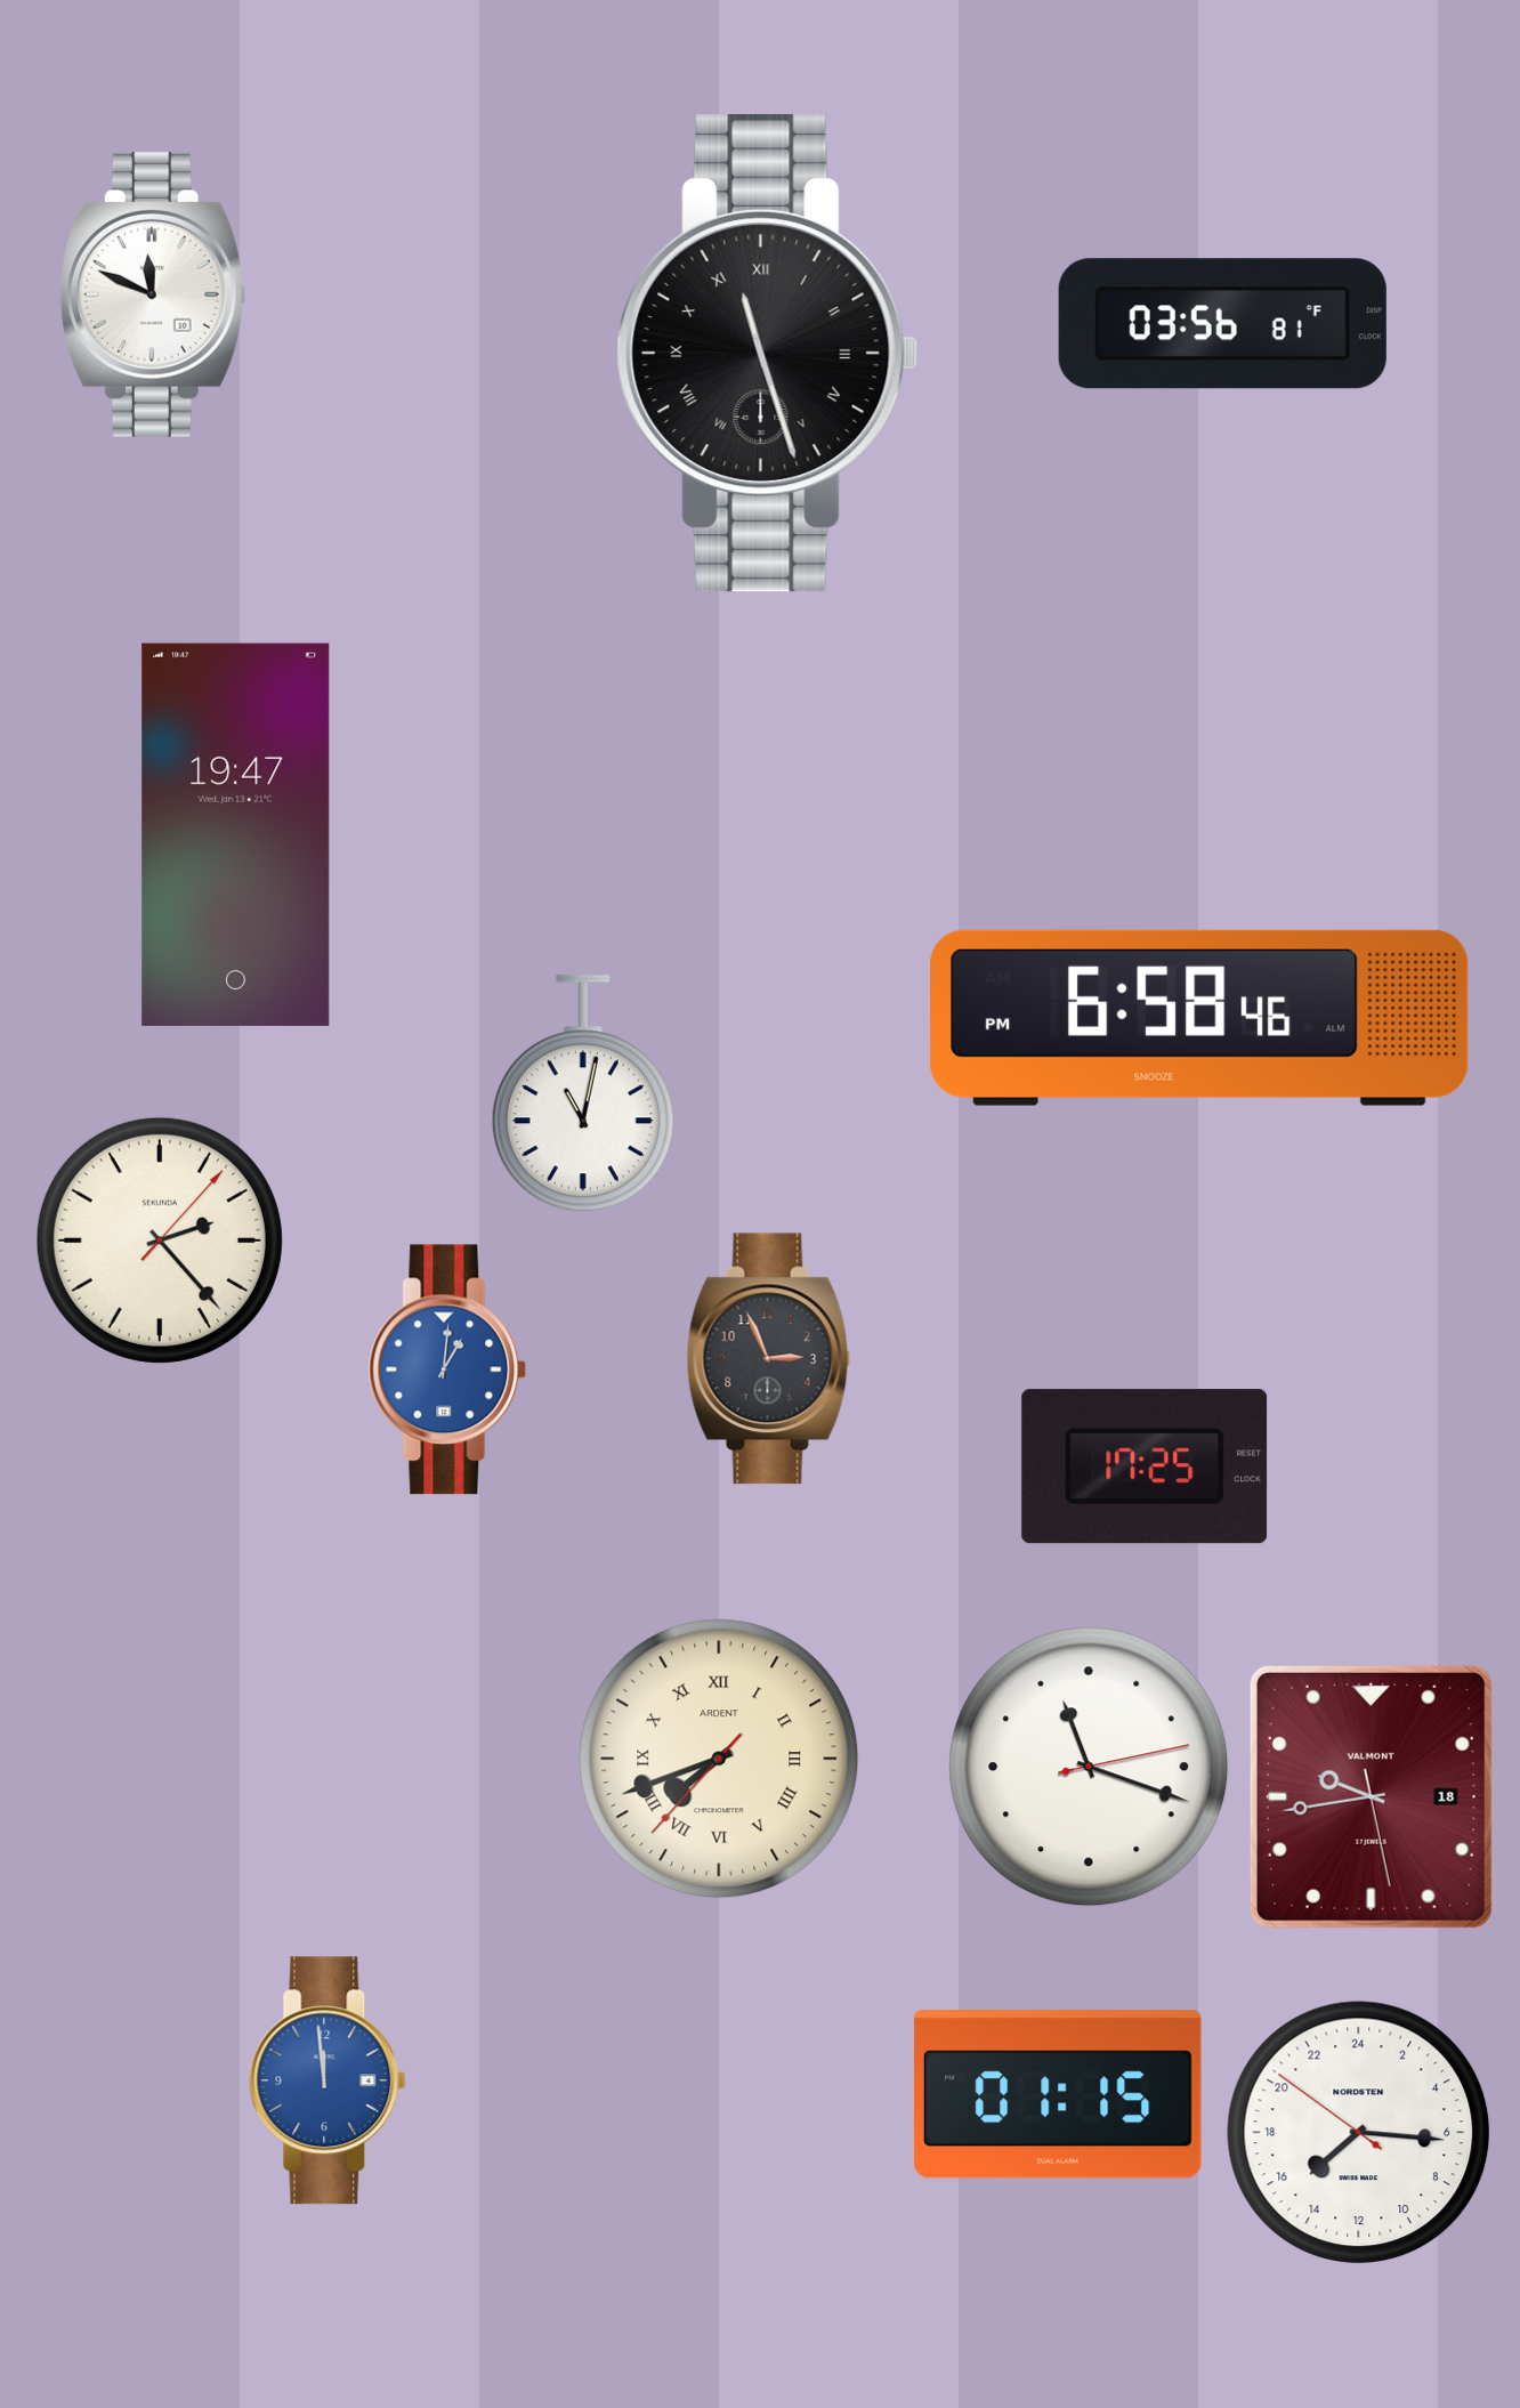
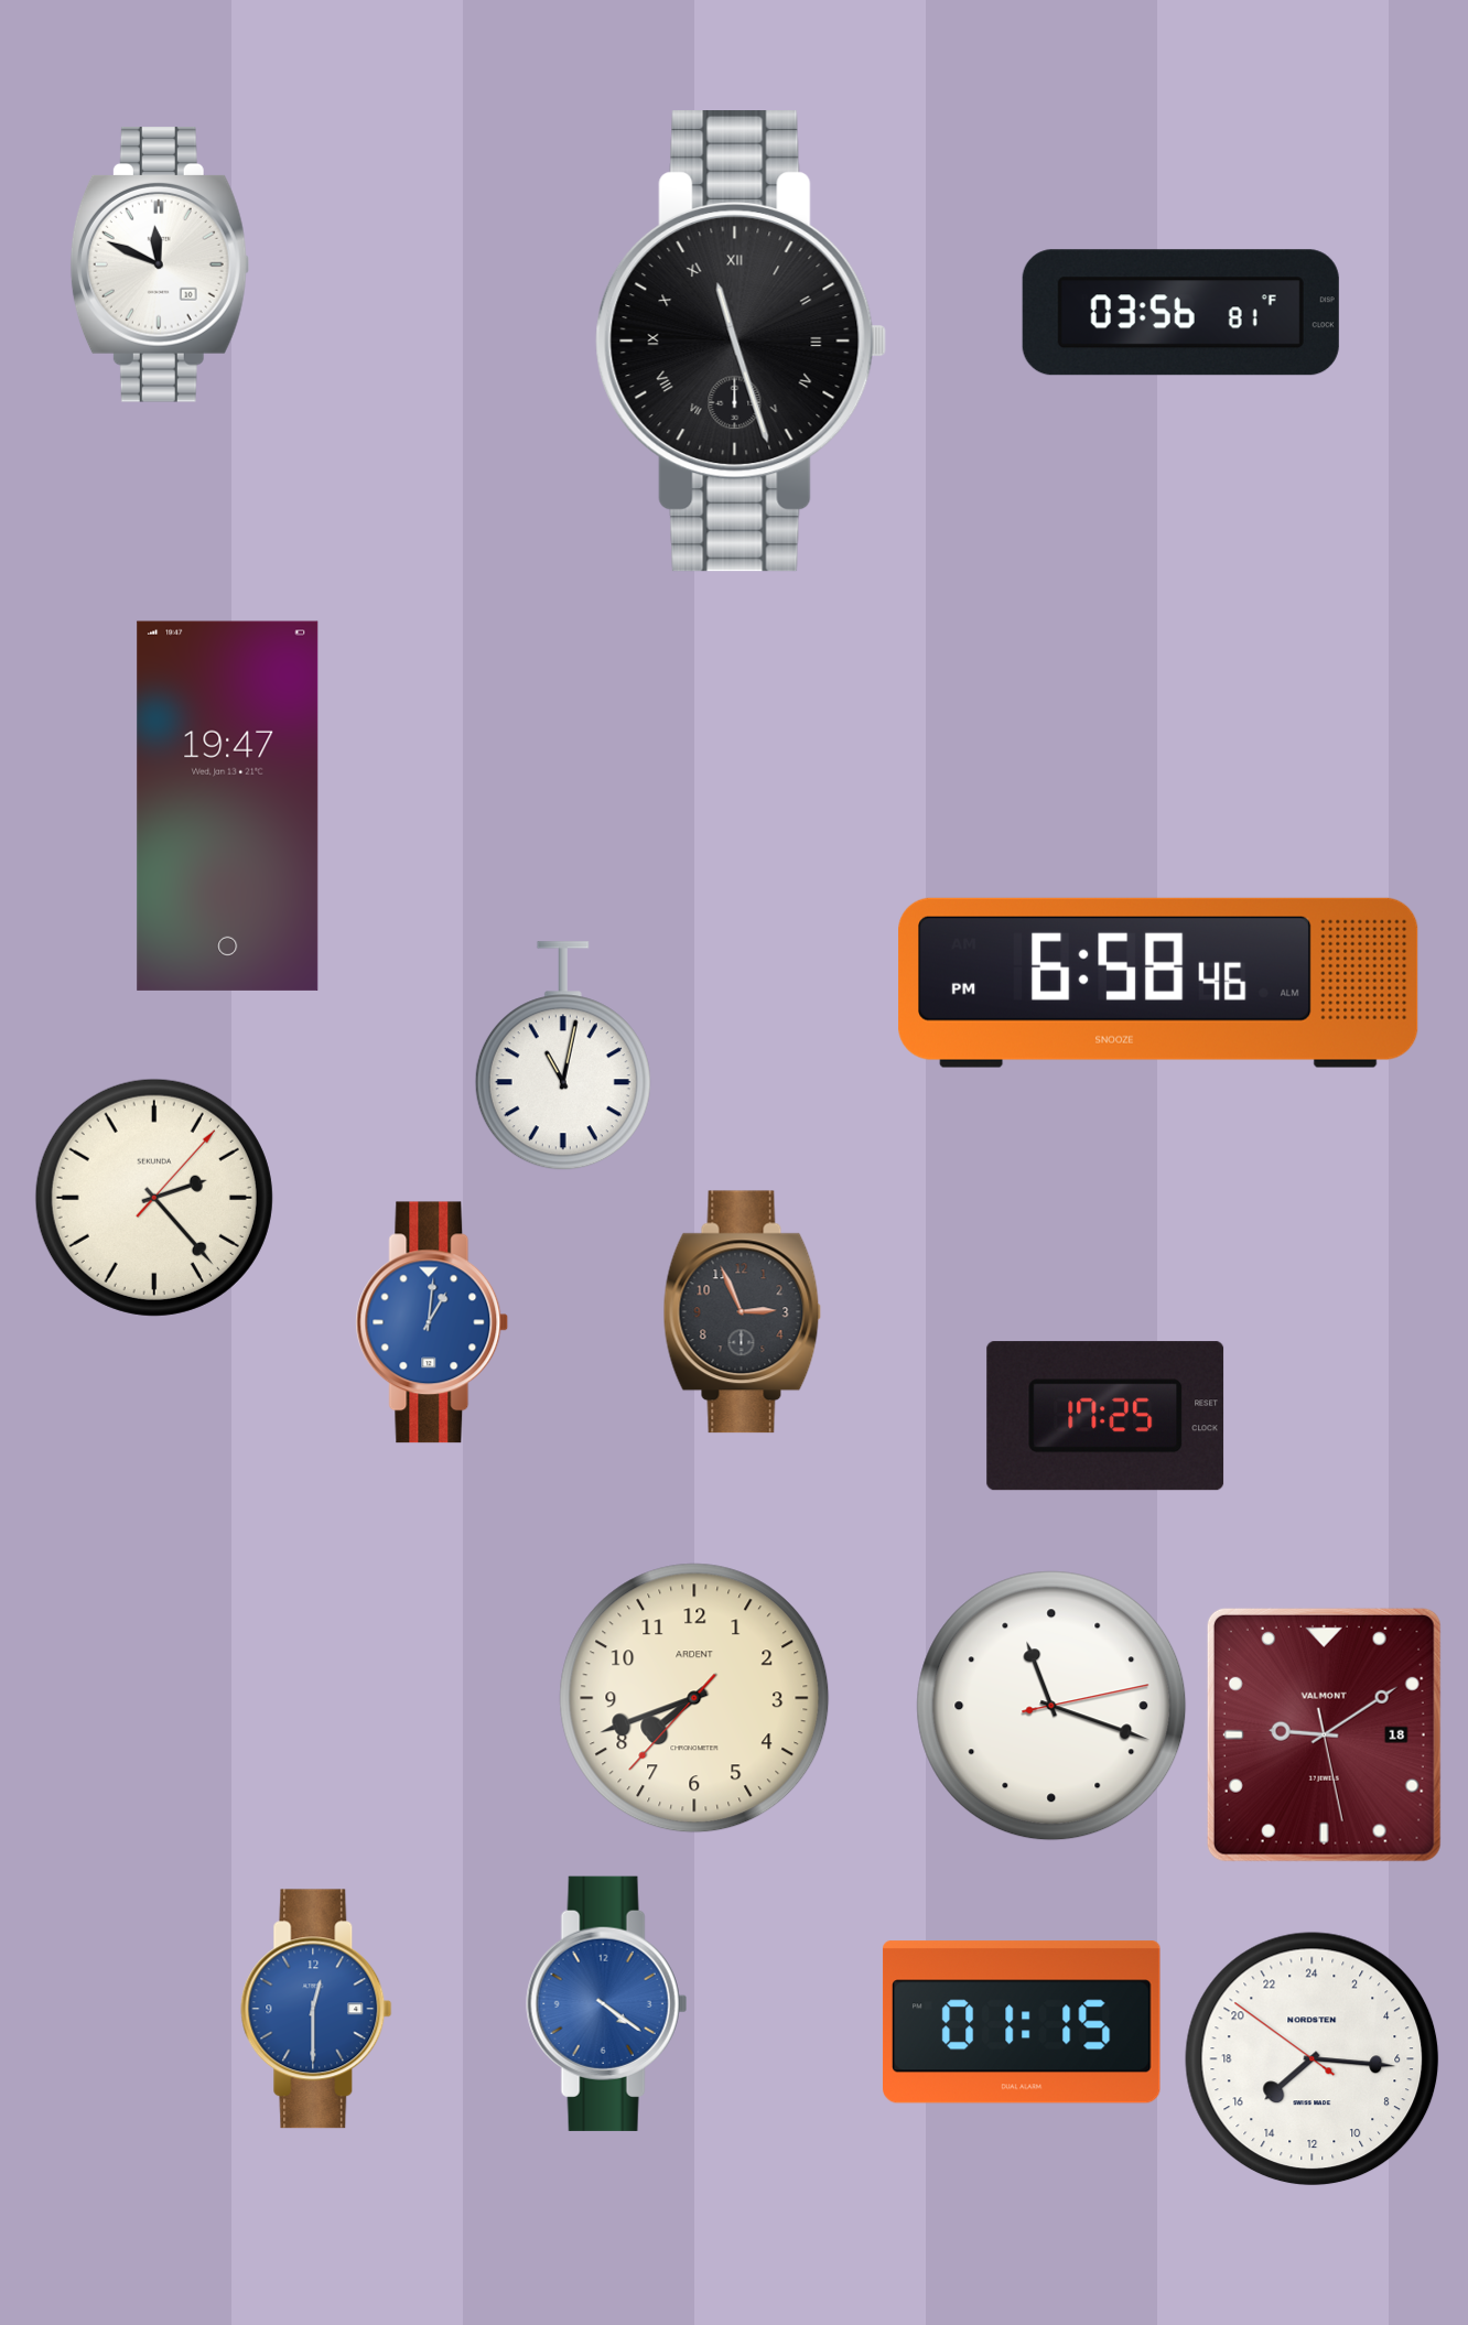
clock at (153, 294) position: (153, 294) -> (160, 264)
clock at (719, 1759) numerals: Roman -> Arabic
clock at (1371, 1796): 9:43 -> 9:09
clock at (607, 2003): none -> 4:21
clock at (328, 2080): 11:59 -> 12:30
